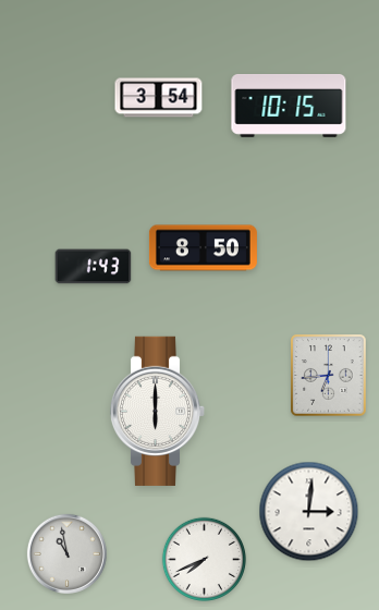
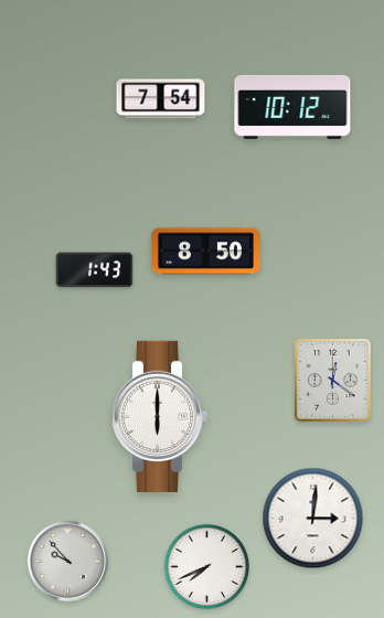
clock at (159, 98): 3:54 -> 7:54
clock at (289, 106): 10:15 -> 10:12
clock at (329, 376): 6:44 -> 12:21
clock at (66, 553): 10:58 -> 9:53
